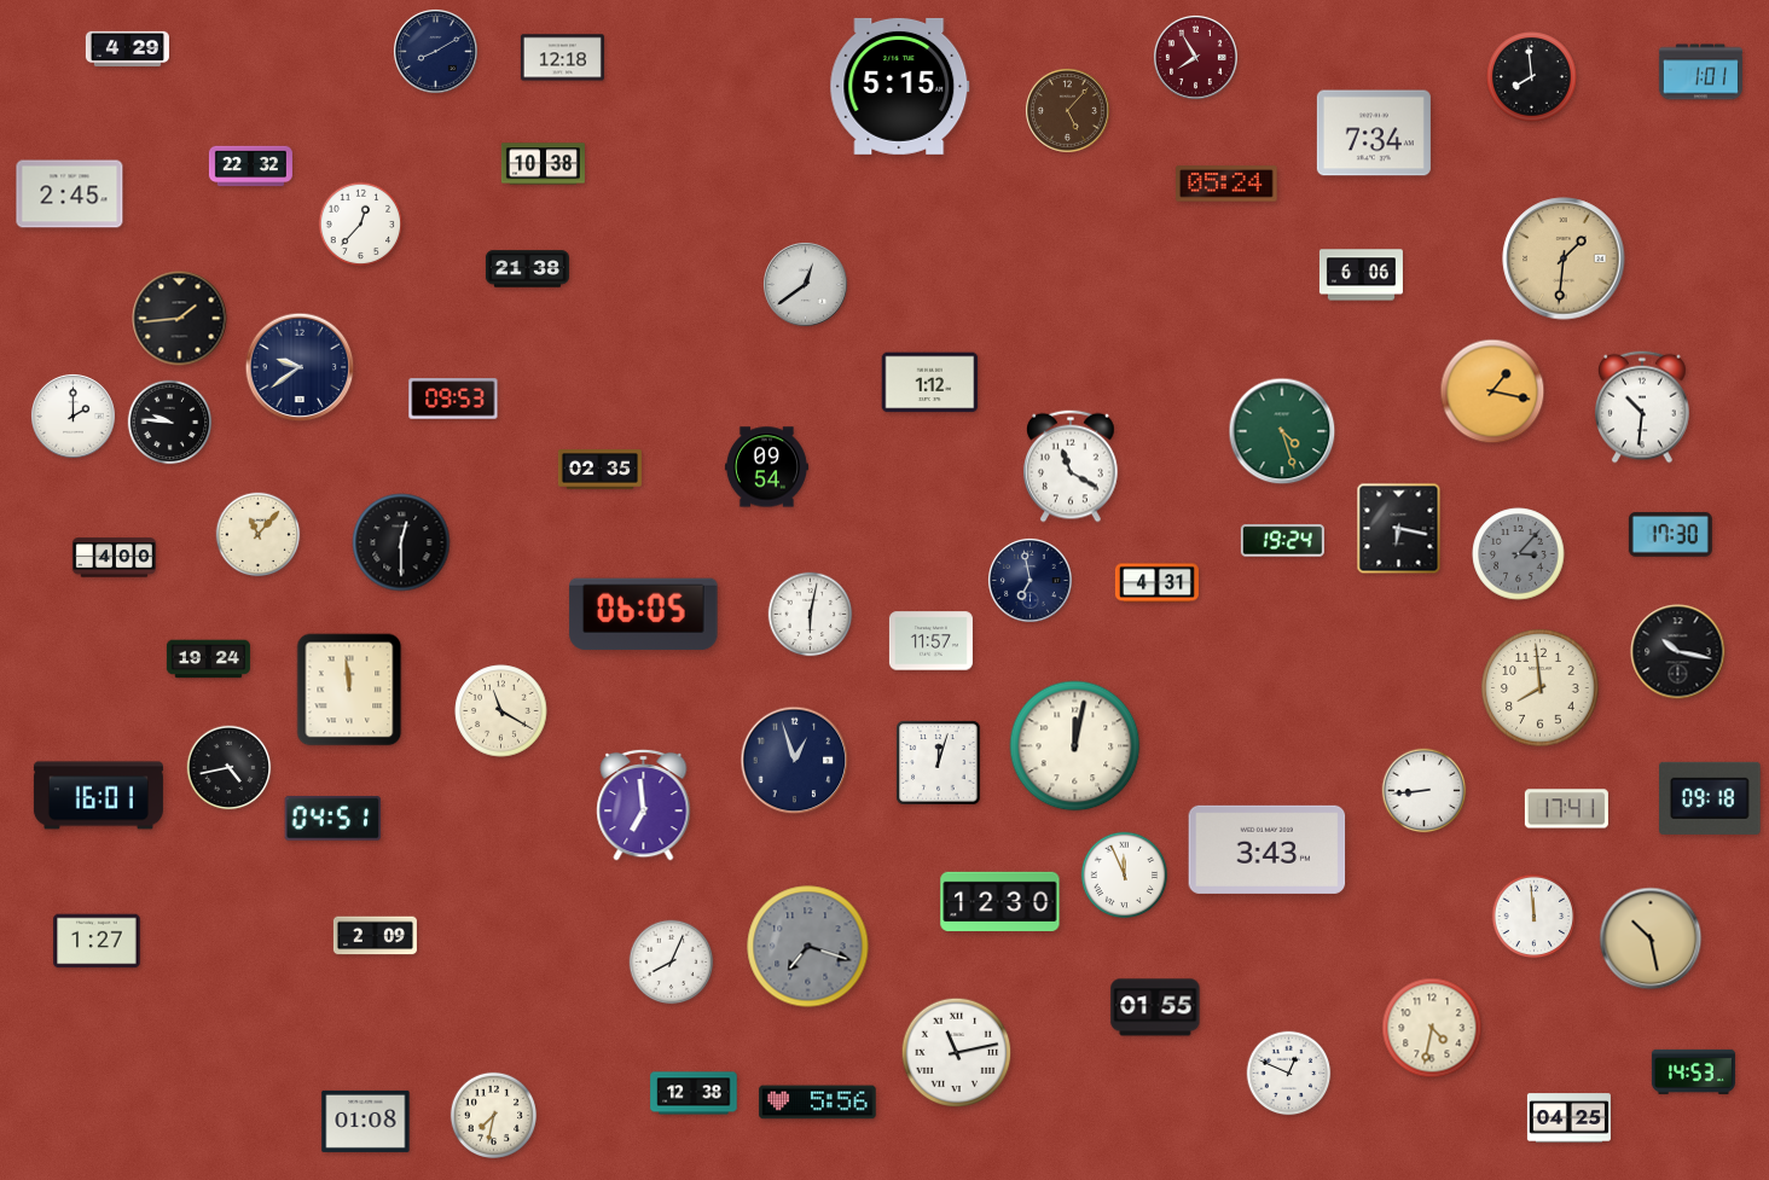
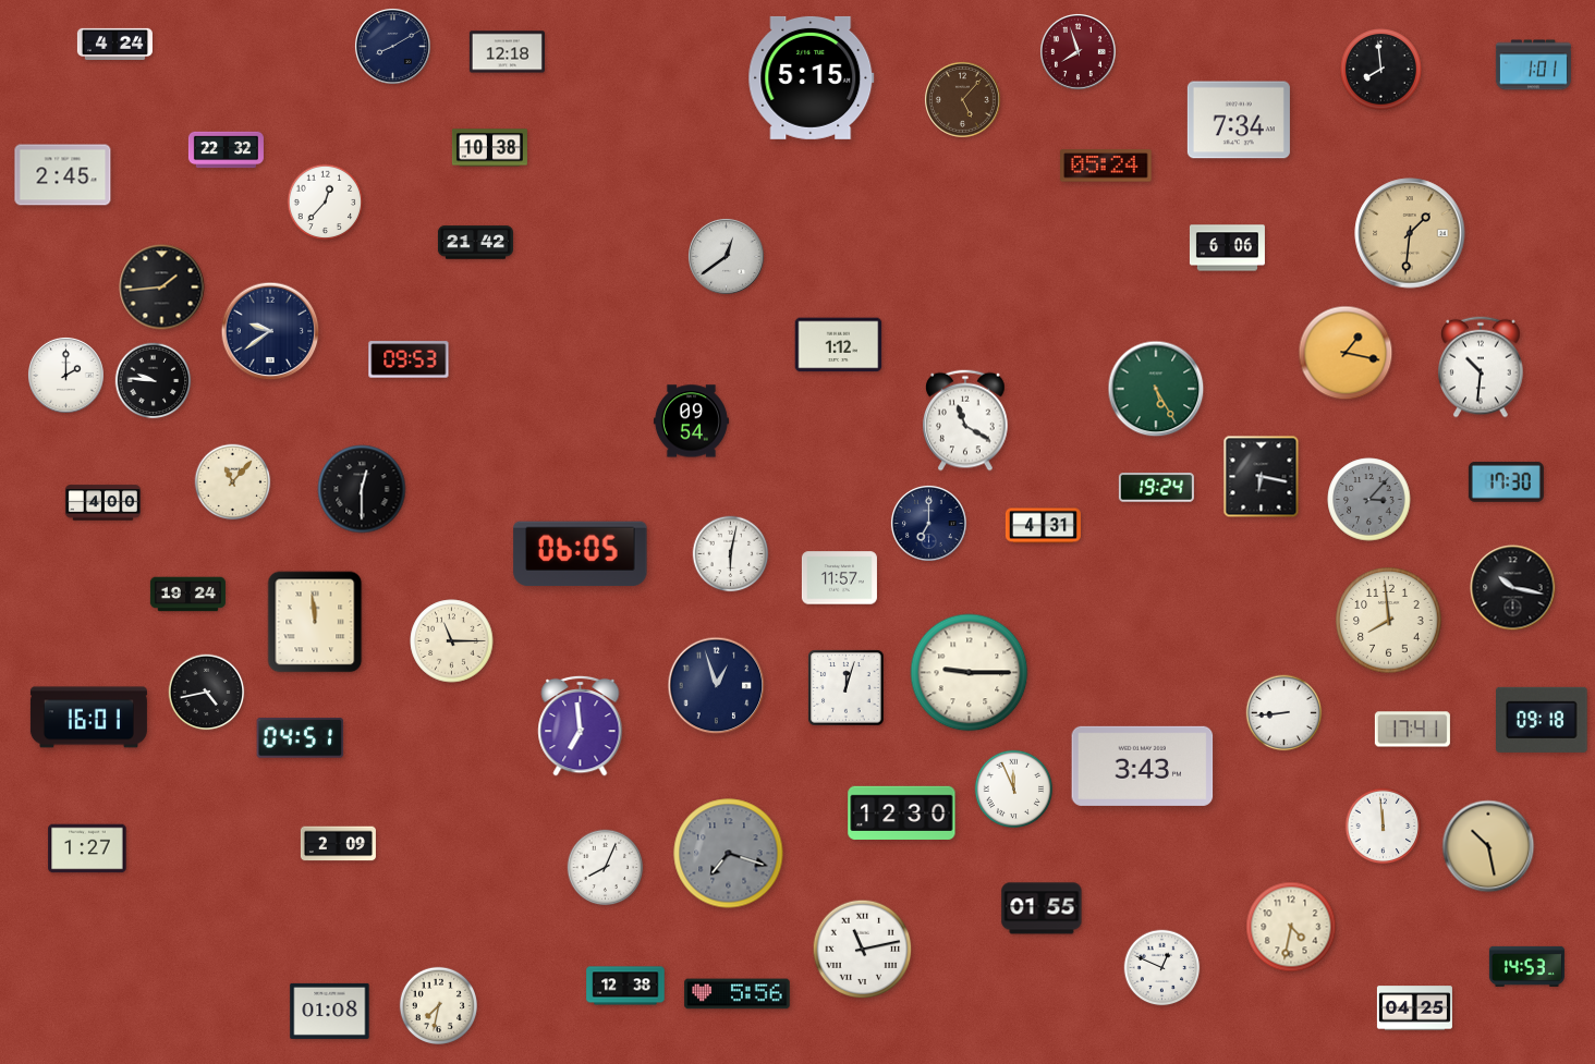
clock at (127, 48): 4:29 -> 4:24
clock at (1196, 58): 7:55 -> 7:57
clock at (527, 269): 21:38 -> 21:42
clock at (1282, 431): 4:27 -> 5:25
clock at (599, 470): 02:35 -> none
clock at (1031, 581): 6:58 -> 7:00
clock at (501, 711): 11:20 -> 11:15
clock at (1075, 746): 12:02 -> 9:15
clock at (493, 1115) position: (493, 1115) -> (438, 1005)
